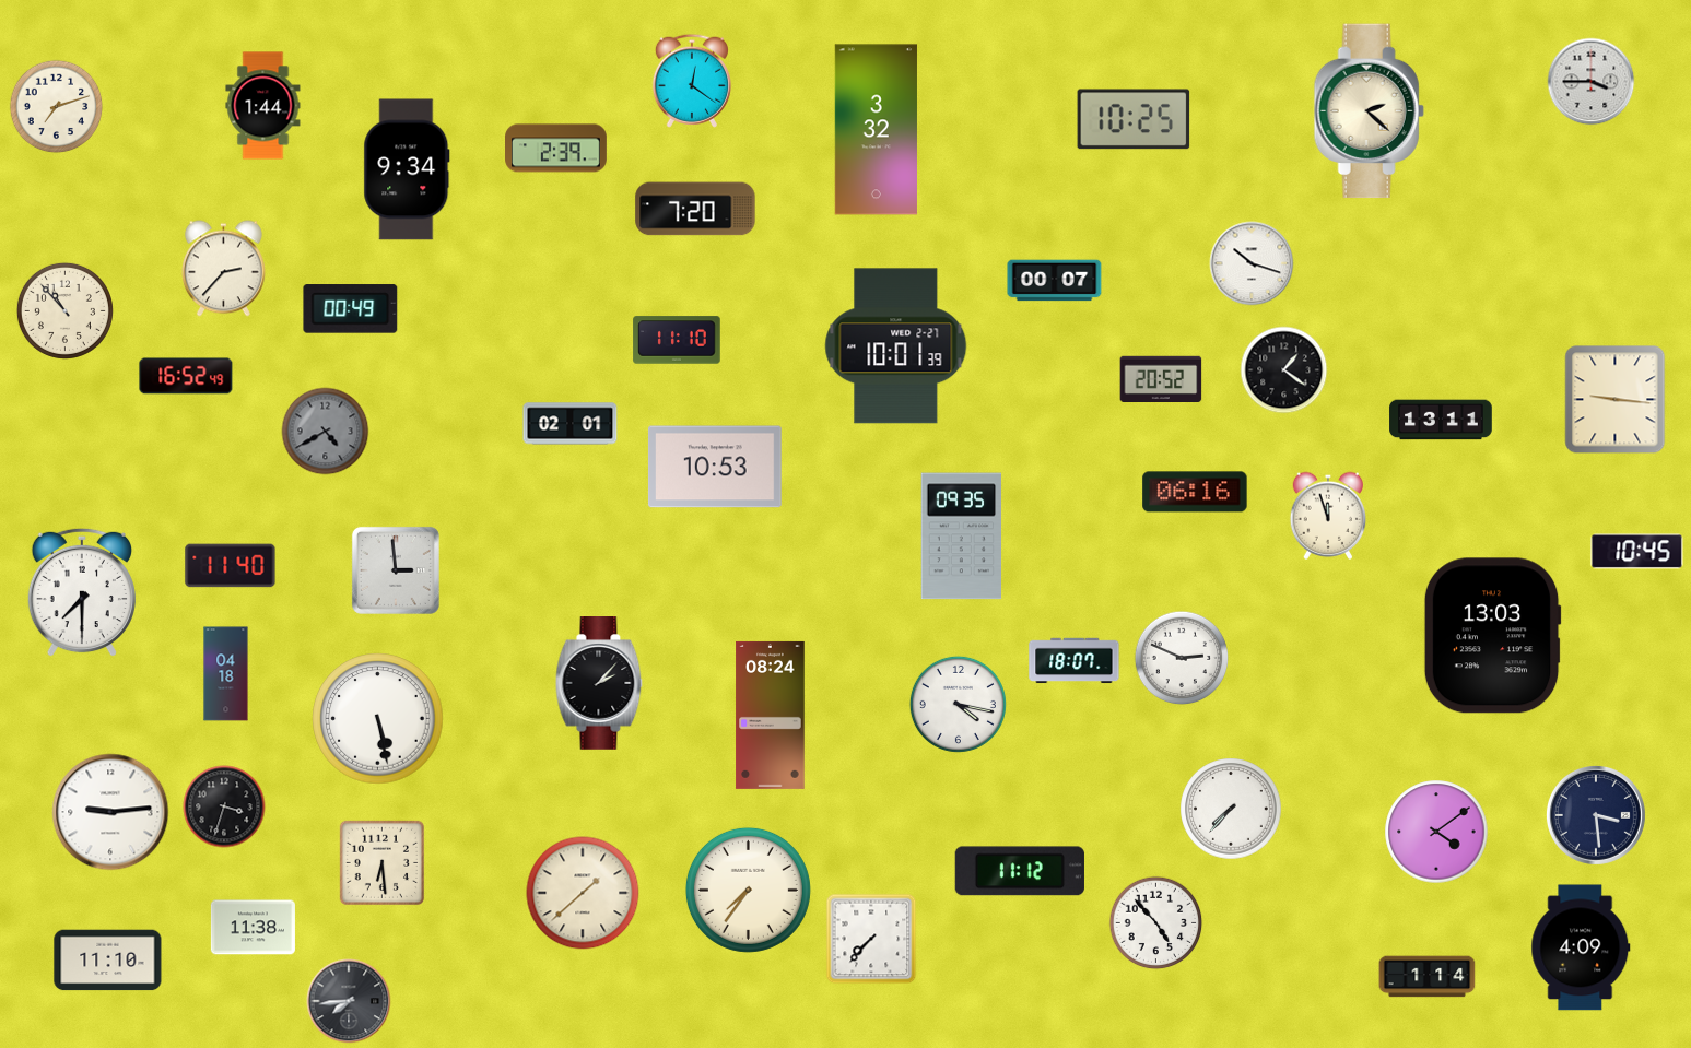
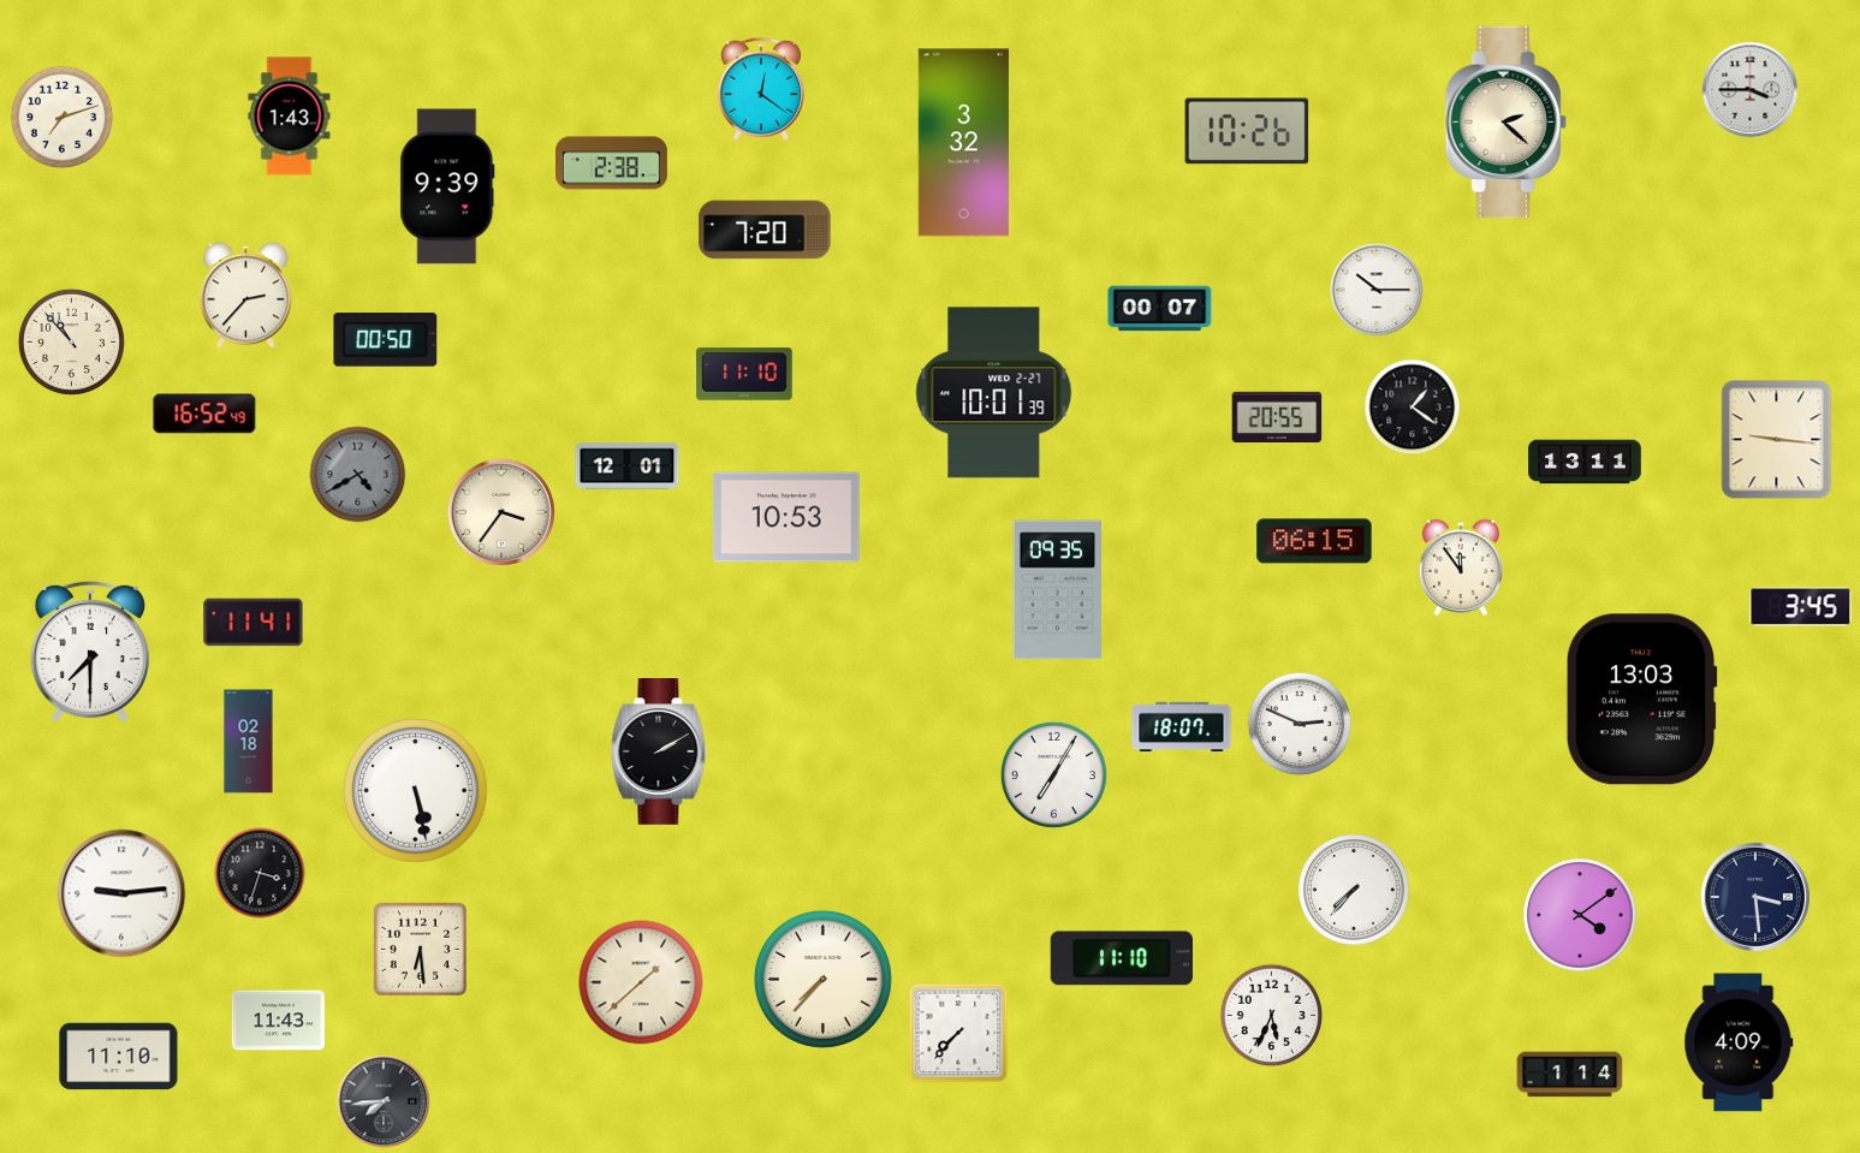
clock at (263, 106): 1:44 -> 1:43
clock at (1134, 119): 10:25 -> 10:26
clock at (556, 149): 2:39 -> 2:38
clock at (407, 169): 9:34 -> 9:39
clock at (1252, 263): 10:18 -> 10:15
clock at (351, 309): 00:49 -> 00:50
clock at (896, 346) position: (896, 346) -> (994, 393)
clock at (1161, 378): 20:52 -> 20:55
clock at (571, 424): 02:01 -> 12:01
clock at (501, 512): none -> 3:36
clock at (715, 467) position: (715, 467) -> (786, 517)
clock at (1195, 492): 06:16 -> 06:15
clock at (1328, 516): 11:57 -> 11:54
clock at (1637, 552): 10:45 -> 3:45
clock at (231, 566): 11:40 -> 11:41
clock at (396, 570): 2:59 -> none
clock at (226, 674): 04:18 -> 02:18
clock at (599, 684): 2:07 -> 2:10
clock at (958, 704): 4:17 -> 7:05
clock at (771, 715): 08:24 -> none
clock at (224, 806) position: (224, 806) -> (260, 873)
clock at (1020, 871): 11:12 -> 11:10
clock at (748, 890): 7:36 -> 7:37
clock at (1156, 923): 4:53 -> 5:34
clock at (253, 928): 11:38 -> 11:43
